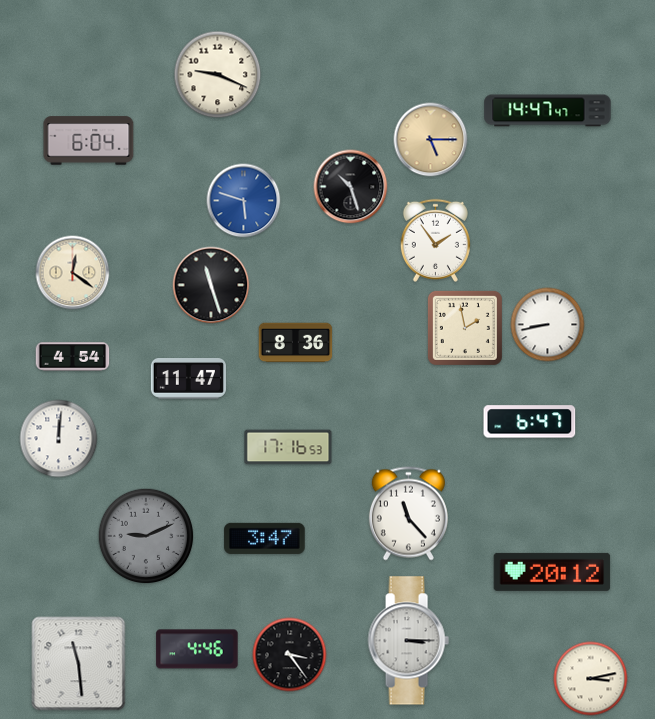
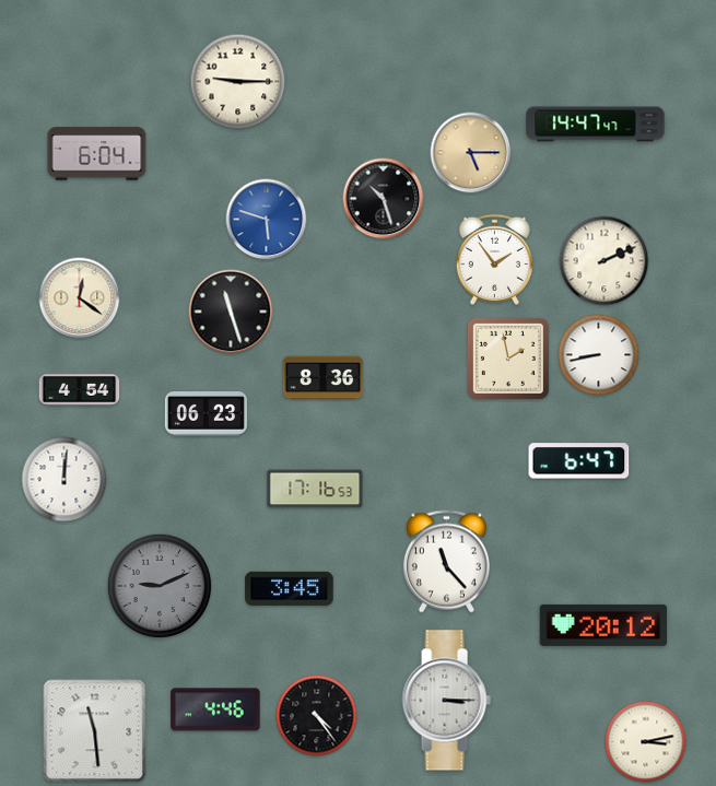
clock at (218, 75): 9:19 -> 9:15
clock at (548, 111) position: (548, 111) -> (596, 125)
clock at (351, 187) position: (351, 187) -> (384, 199)
clock at (605, 261): none -> 2:11
clock at (435, 240) position: (435, 240) -> (494, 259)
clock at (296, 343) position: (296, 343) -> (324, 378)
clock at (188, 379): 11:47 -> 06:23
clock at (265, 538): 3:47 -> 3:45
clock at (290, 655): 3:24 -> 4:24
clock at (79, 664) position: (79, 664) -> (95, 731)
